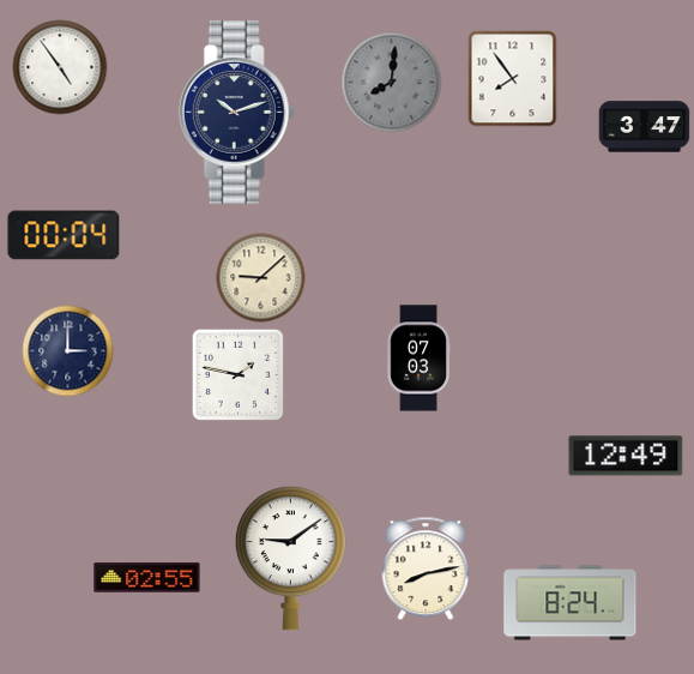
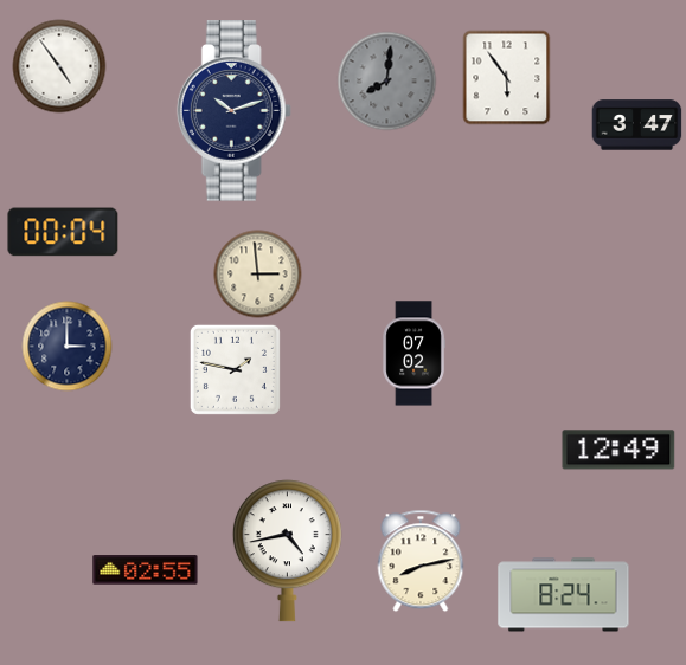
clock at (513, 79): 7:54 -> 5:54
clock at (261, 278): 9:08 -> 2:59
clock at (418, 359): 07:03 -> 07:02
clock at (290, 559): 9:09 -> 4:43
